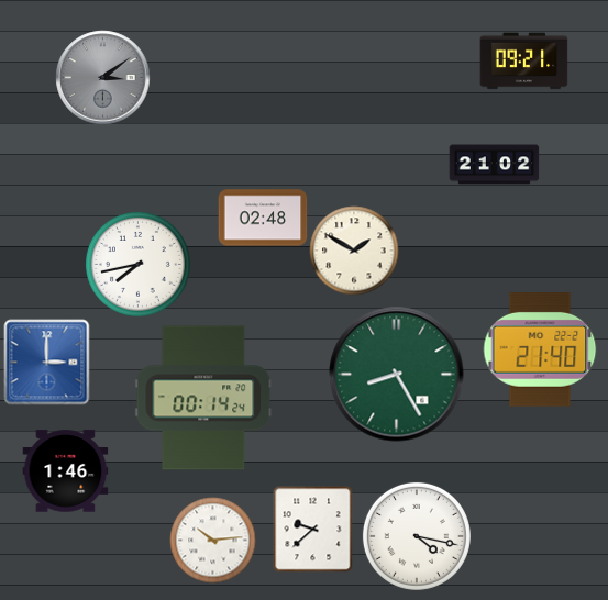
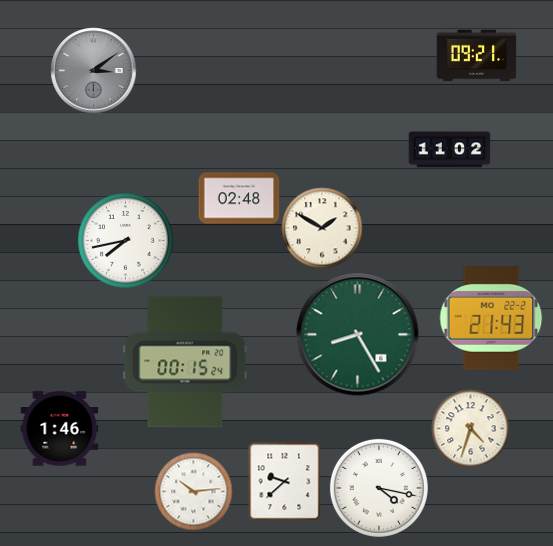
clock at (494, 165): 21:02 -> 11:02
clock at (540, 351): 21:40 -> 21:43
clock at (46, 362): 3:00 -> none
clock at (397, 375) position: (397, 375) -> (358, 335)
clock at (203, 398): 00:14 -> 00:15
clock at (470, 428): none -> 4:33
